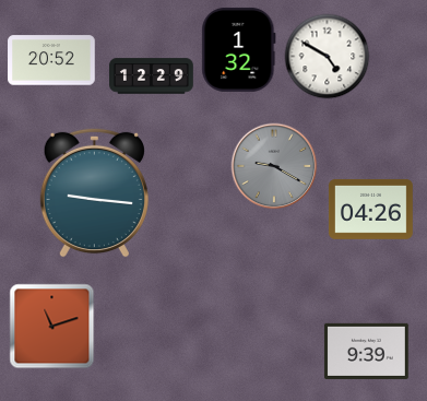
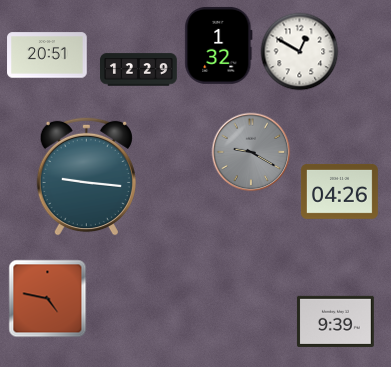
clock at (327, 56): 4:50 -> 12:50
clock at (51, 60): 20:52 -> 20:51
clock at (51, 326): 11:12 -> 4:47
